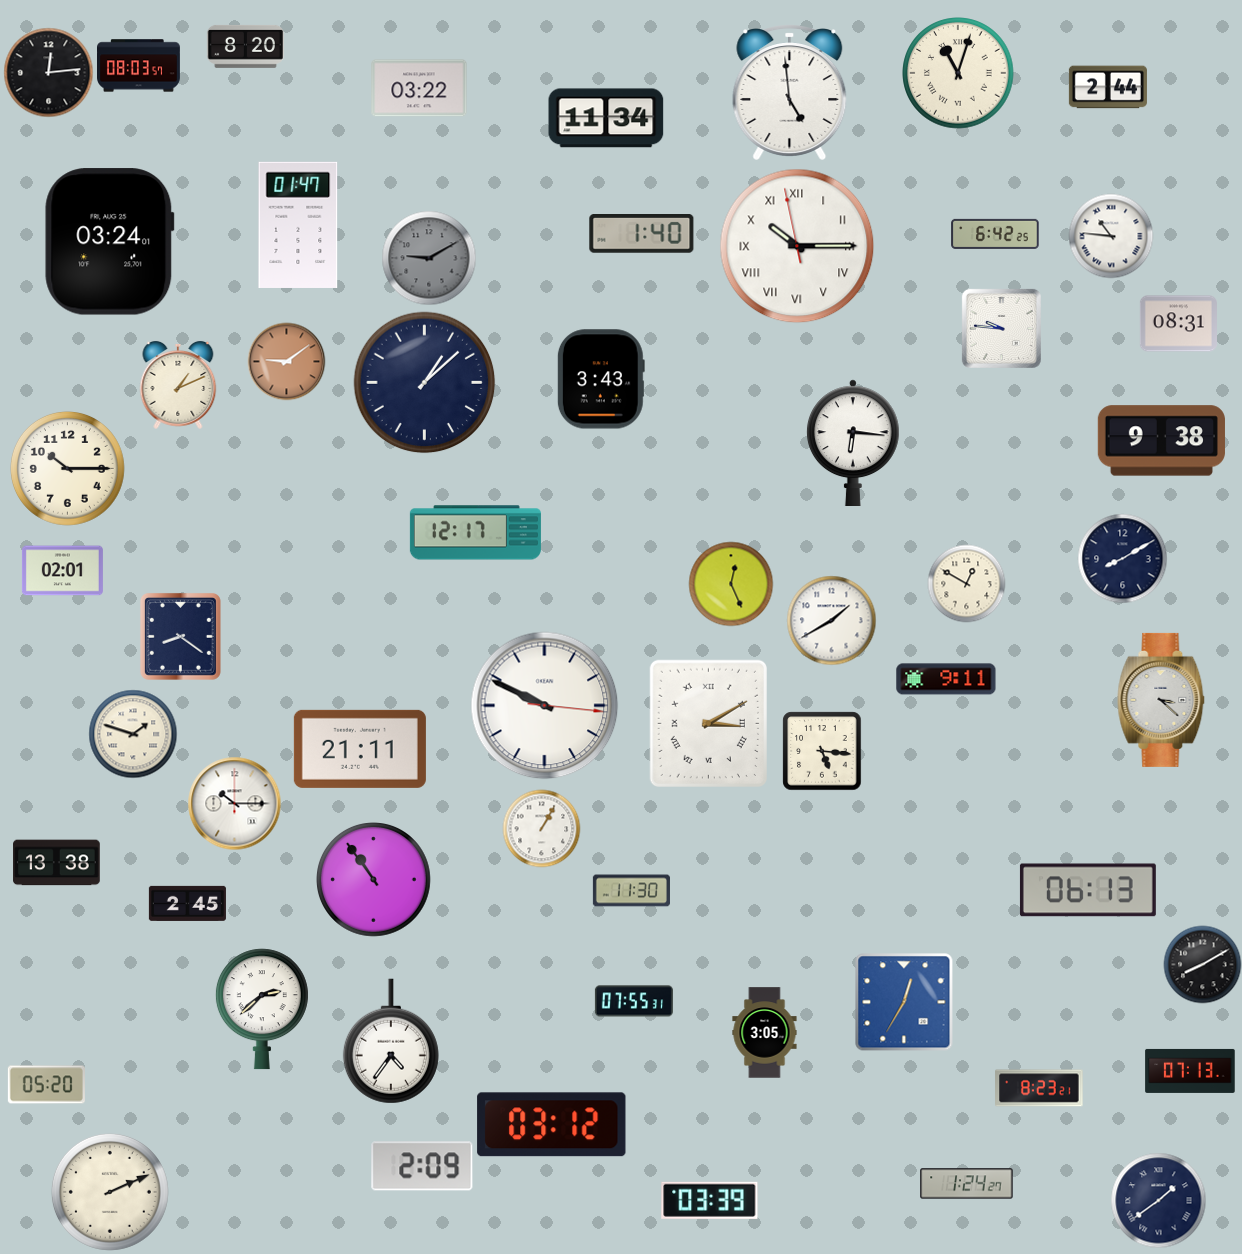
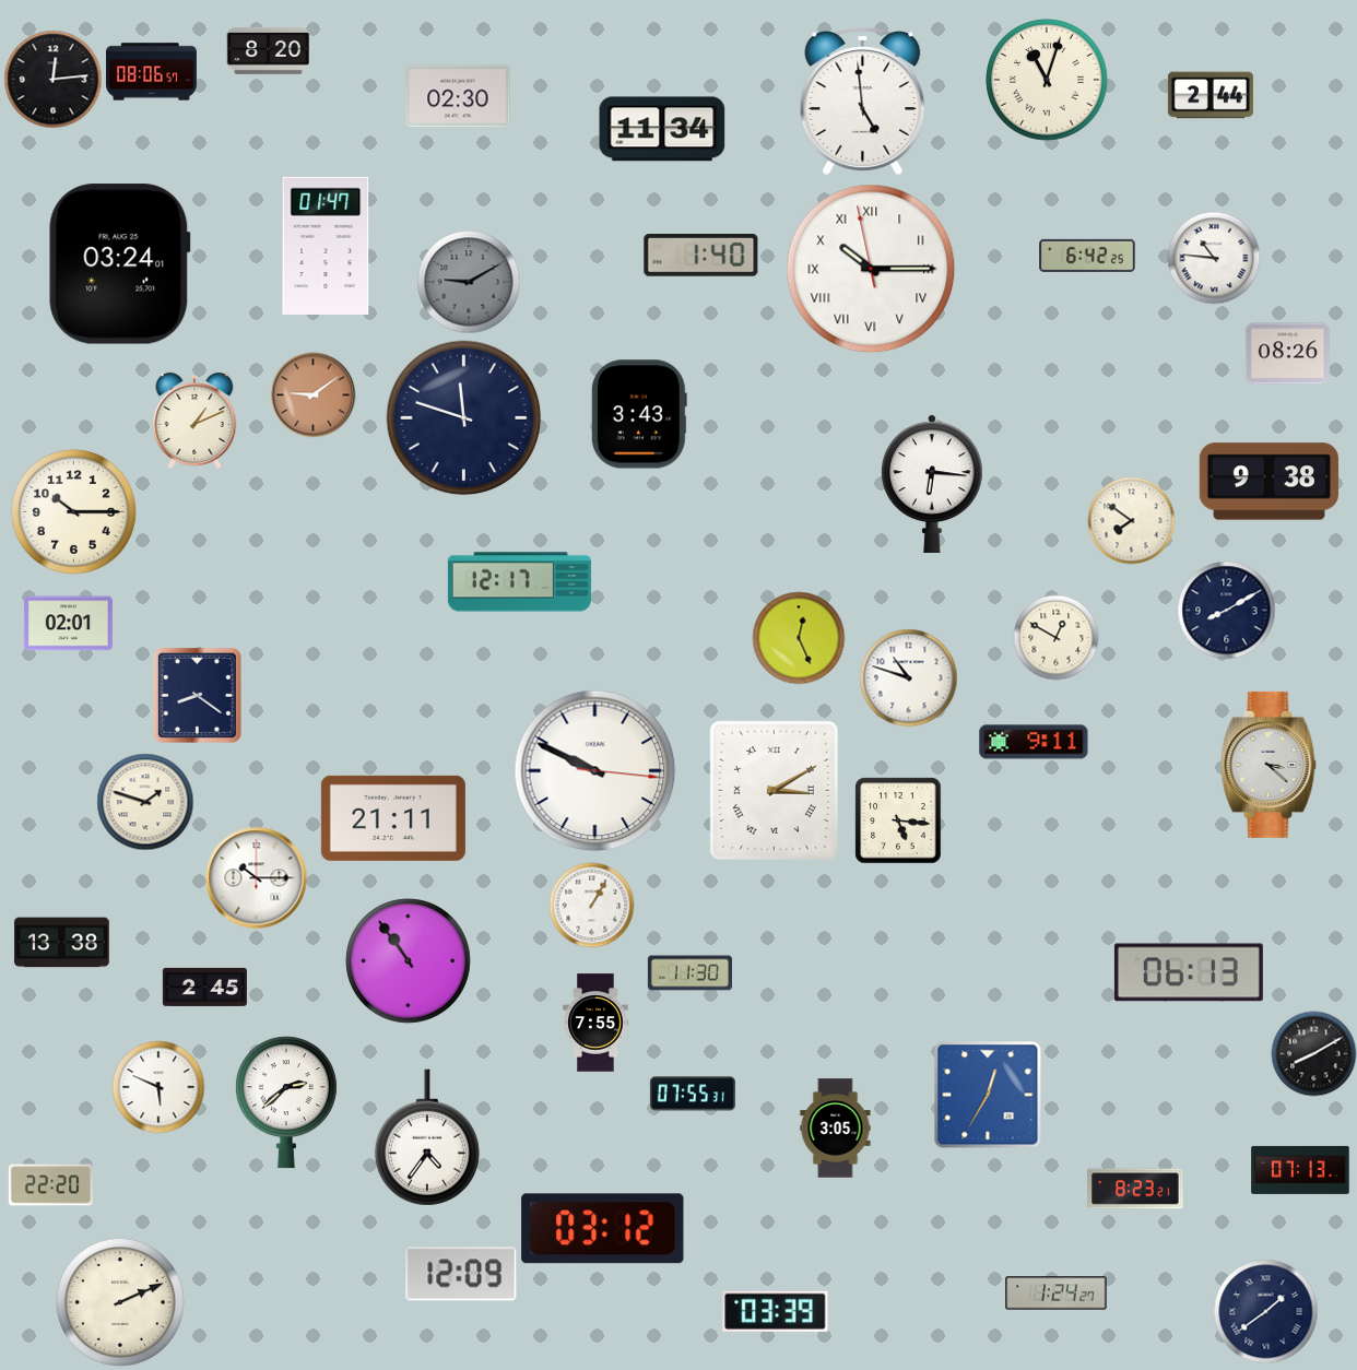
clock at (139, 66): 08:03 -> 08:06
clock at (419, 88): 03:22 -> 02:30
clock at (1178, 324): 08:31 -> 08:26
clock at (1001, 328): 9:46 -> none
clock at (601, 379) position: (601, 379) -> (639, 414)
clock at (425, 383): 1:08 -> 11:48
clock at (1131, 520): none -> 7:51
clock at (831, 620): 1:40 -> 10:48
clock at (595, 1023): none -> 7:55
clock at (158, 1087): none -> 5:49
clock at (46, 1085): 05:20 -> 22:20
clock at (422, 1166): 2:09 -> 12:09
